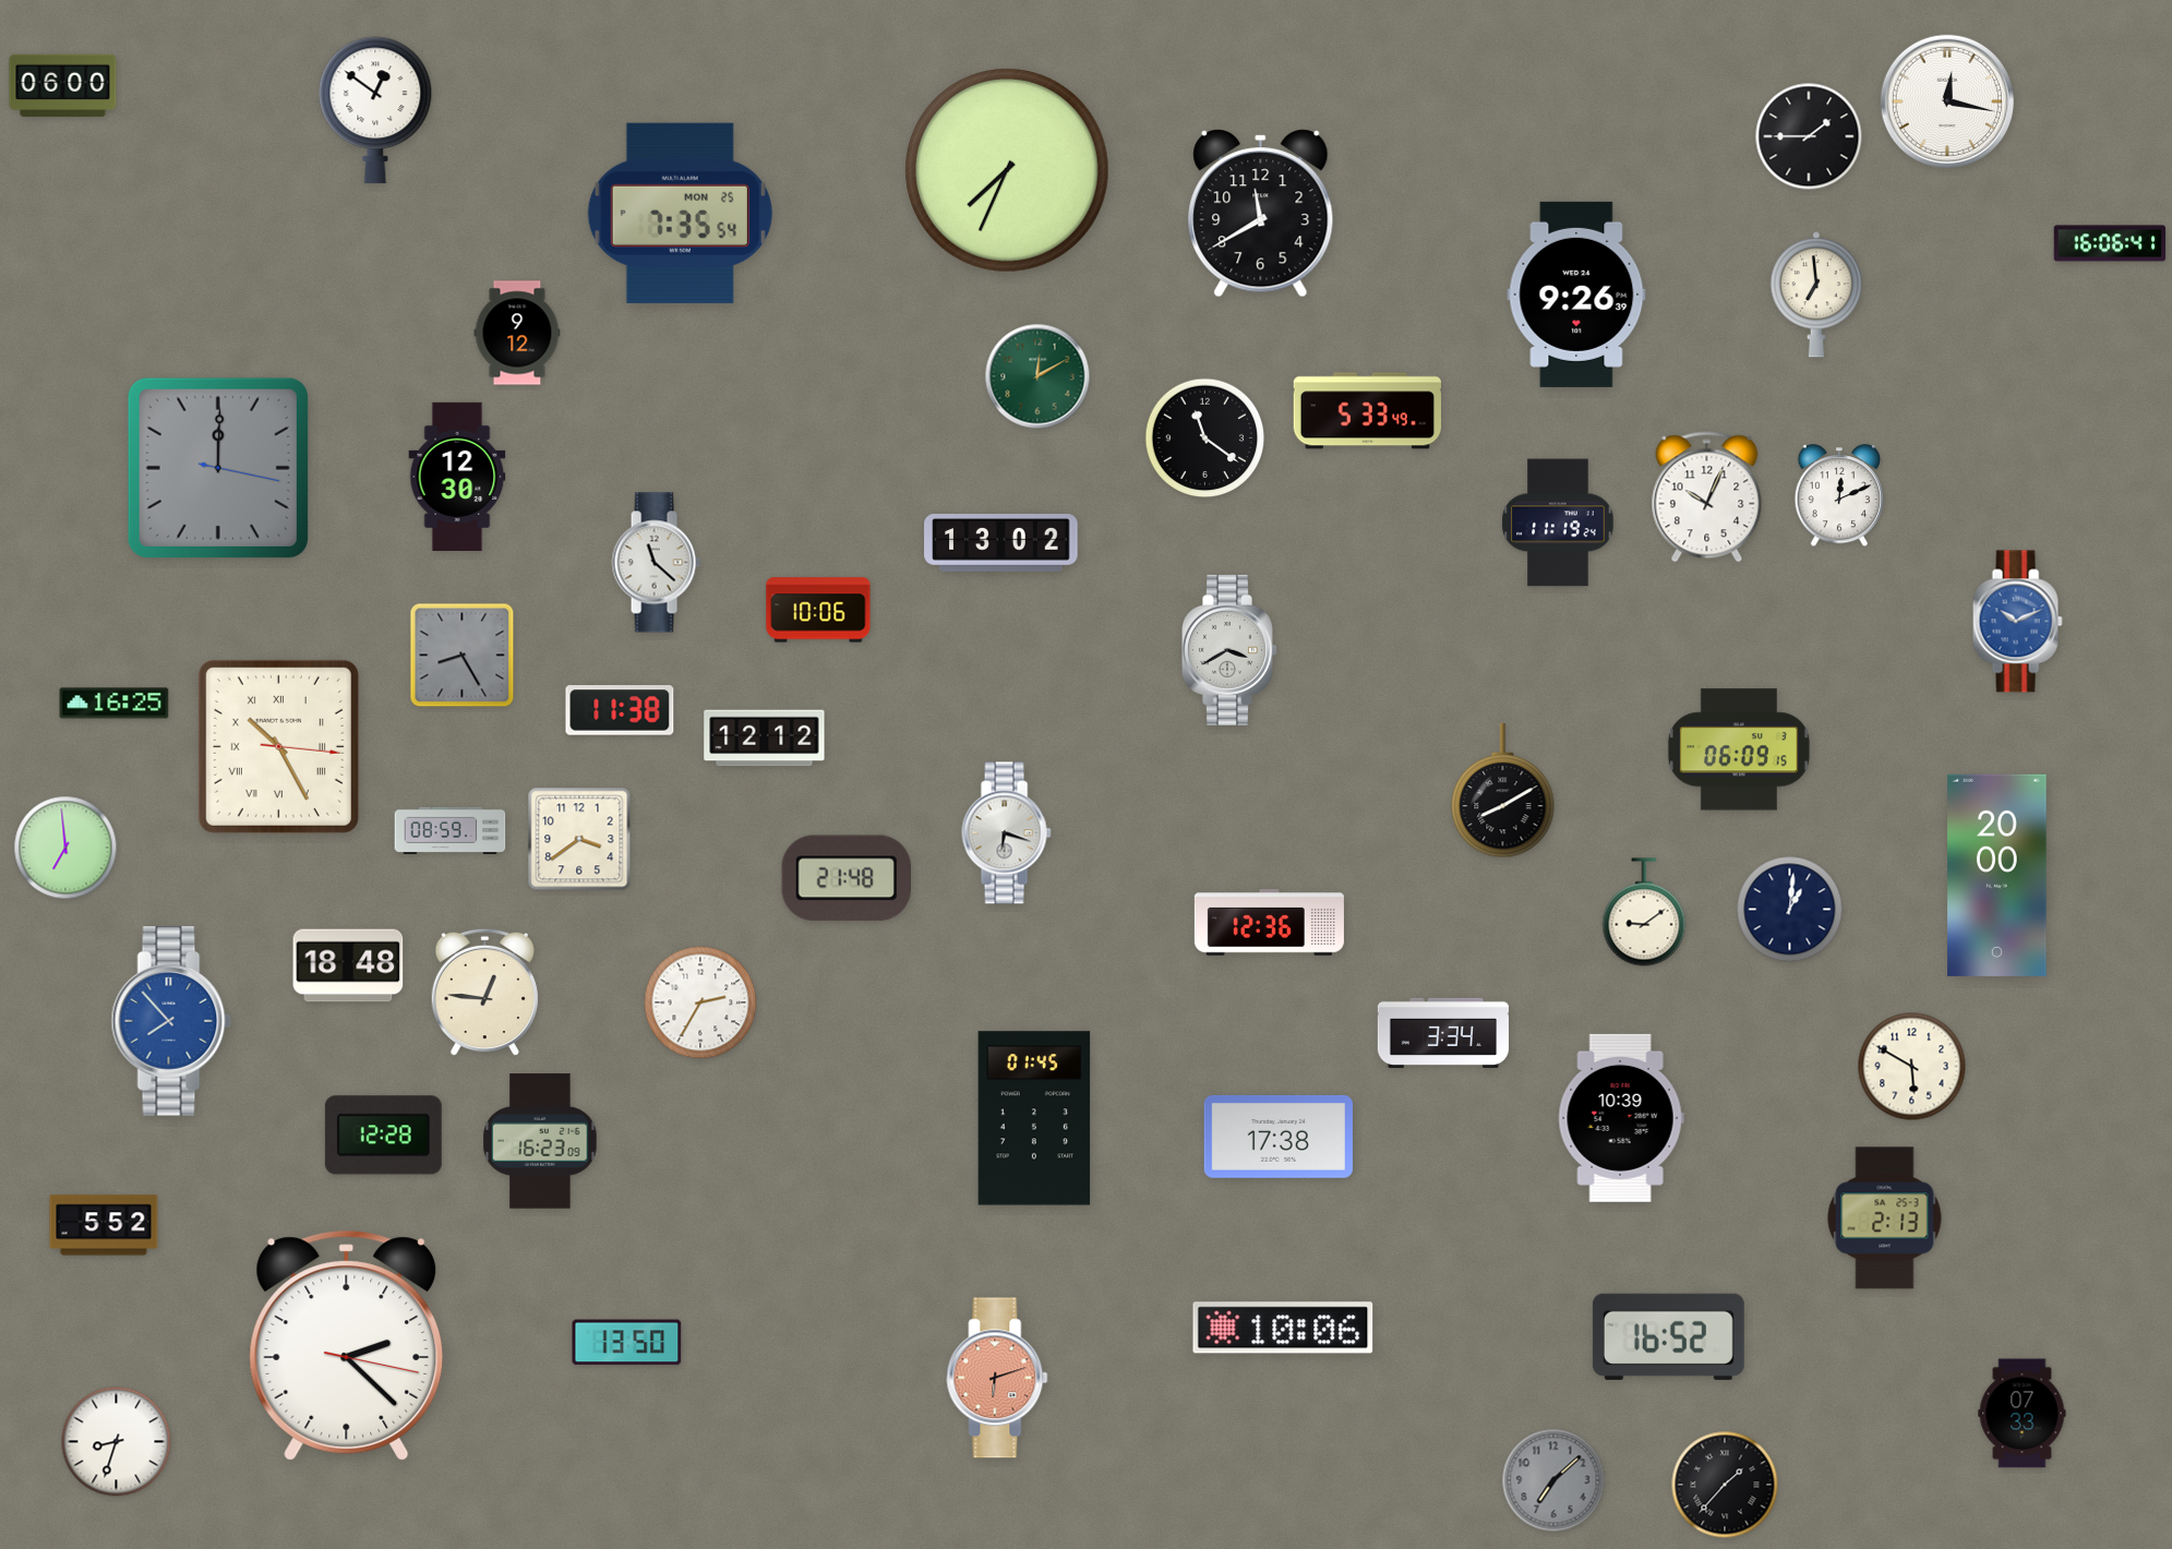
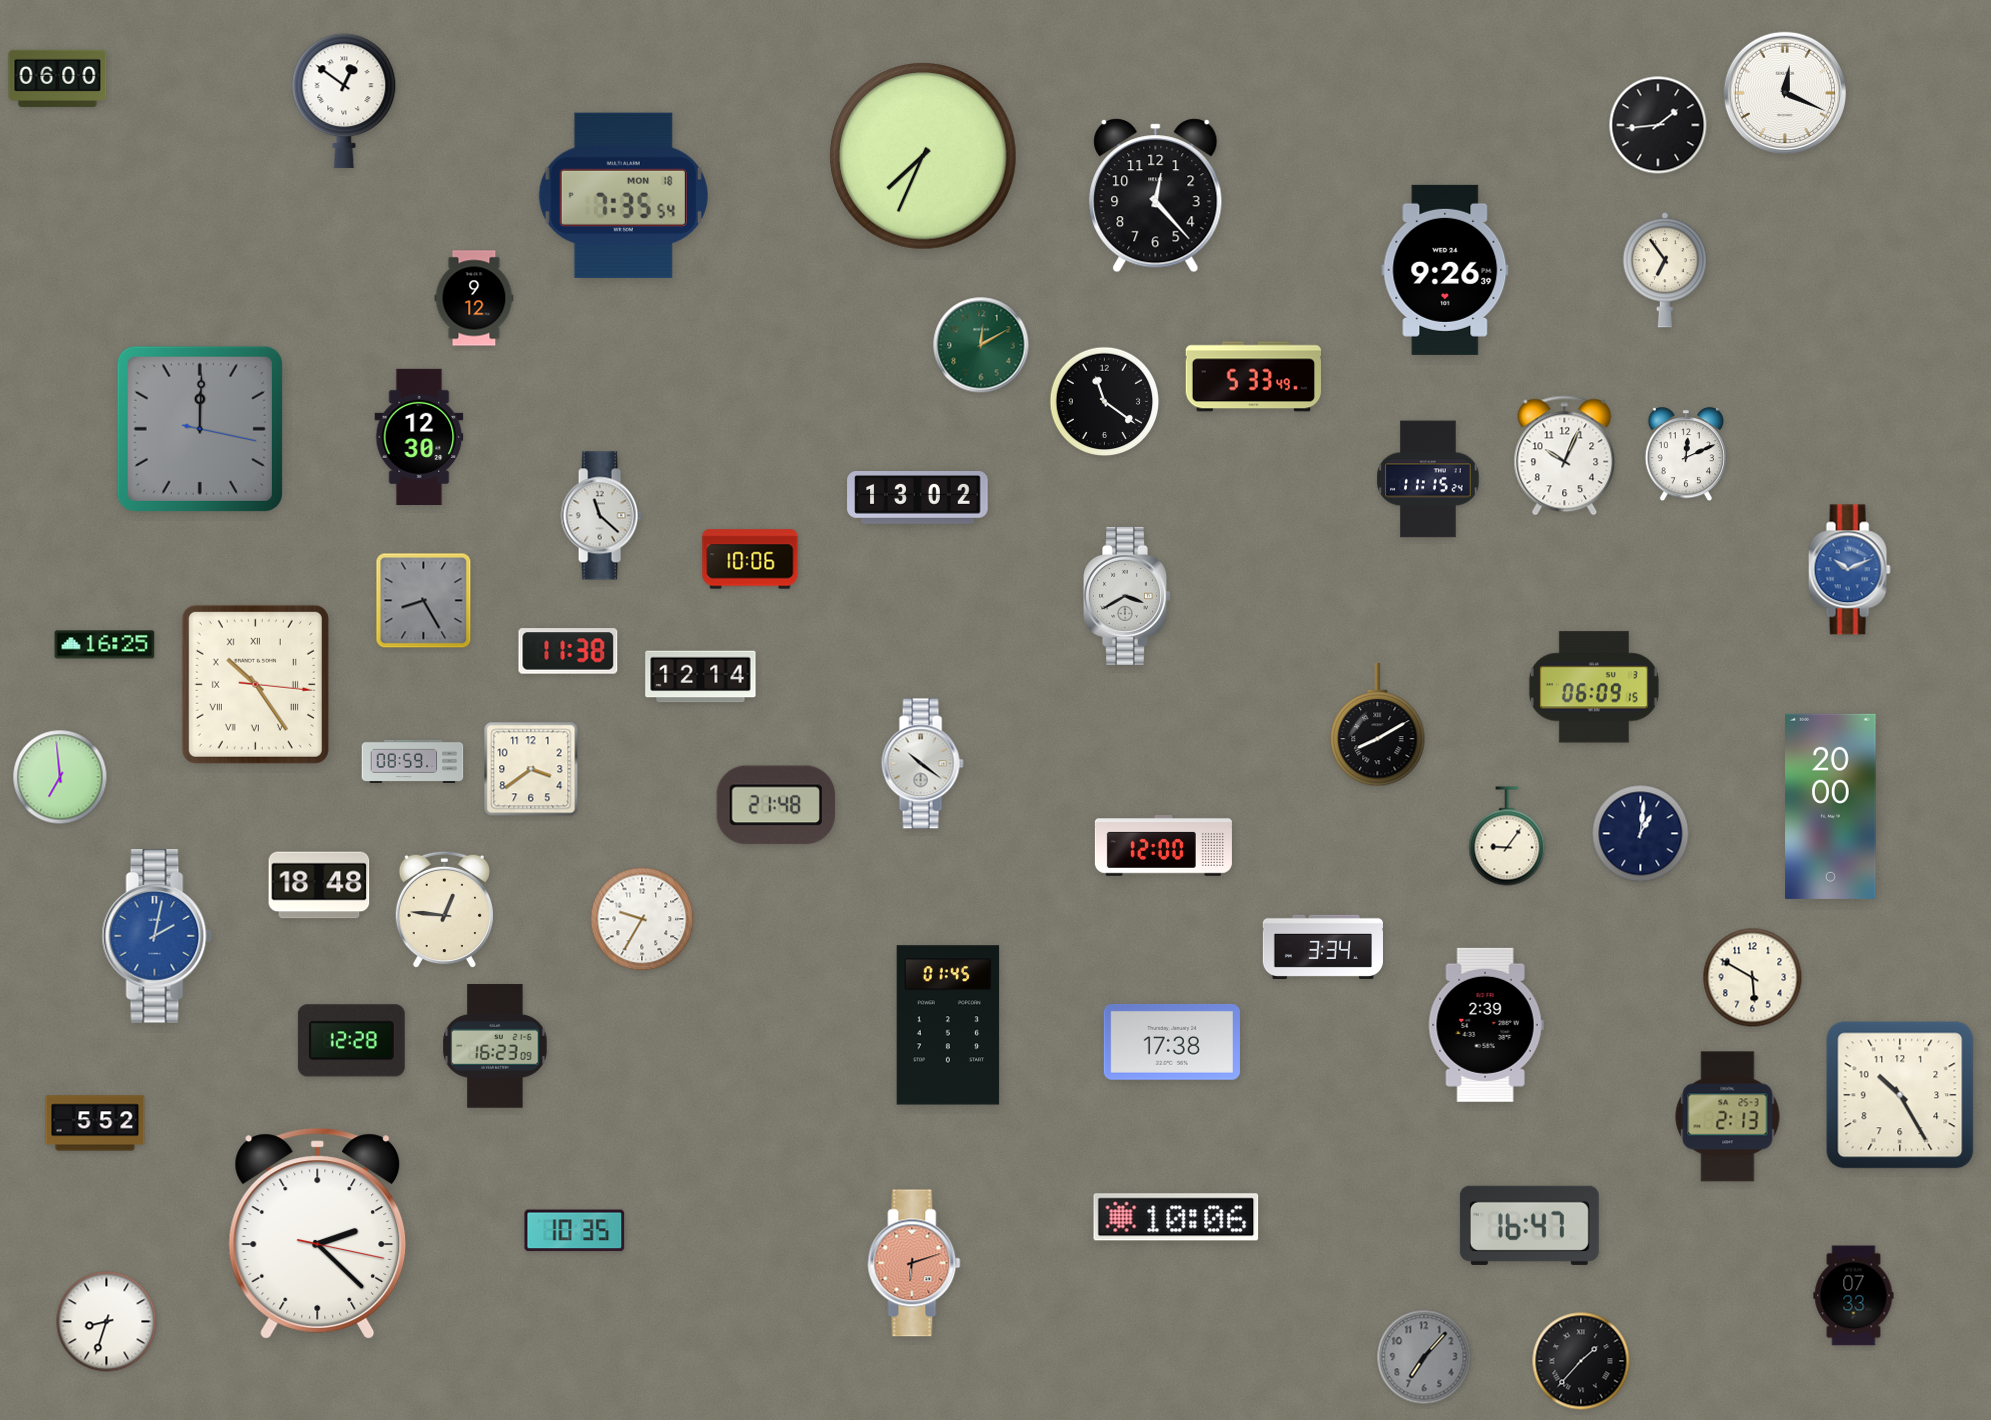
clock at (1946, 100): 12:17 -> 12:19
clock at (1809, 136): 1:45 -> 1:44
clock at (680, 213) date: MON 25 -> MON 18
clock at (1261, 214): 11:40 -> 12:23
clock at (2110, 243): 16:06 -> none
clock at (1816, 295): 6:59 -> 6:54
clock at (517, 333) position: (517, 333) -> (474, 298)
clock at (1037, 376) position: (1037, 376) -> (981, 345)
clock at (1558, 523): 11:19 -> 11:15
clock at (765, 739): 12:12 -> 12:14
clock at (278, 746): 10:25 -> 10:24
clock at (1006, 833): 6:18 -> 10:21
clock at (1997, 875) position: (1997, 875) -> (1831, 806)
clock at (1644, 912): 9:09 -> 9:06
clock at (1269, 923): 12:36 -> 12:00
clock at (700, 1002): 2:35 -> 9:35
clock at (171, 1021): 7:53 -> 2:02
clock at (1621, 1118): 10:39 -> 2:39
clock at (1900, 1095): none -> 10:25
clock at (1668, 1336): 16:52 -> 16:47
clock at (627, 1343): 13:50 -> 10:35
clock at (1553, 1480): 7:08 -> 7:07
